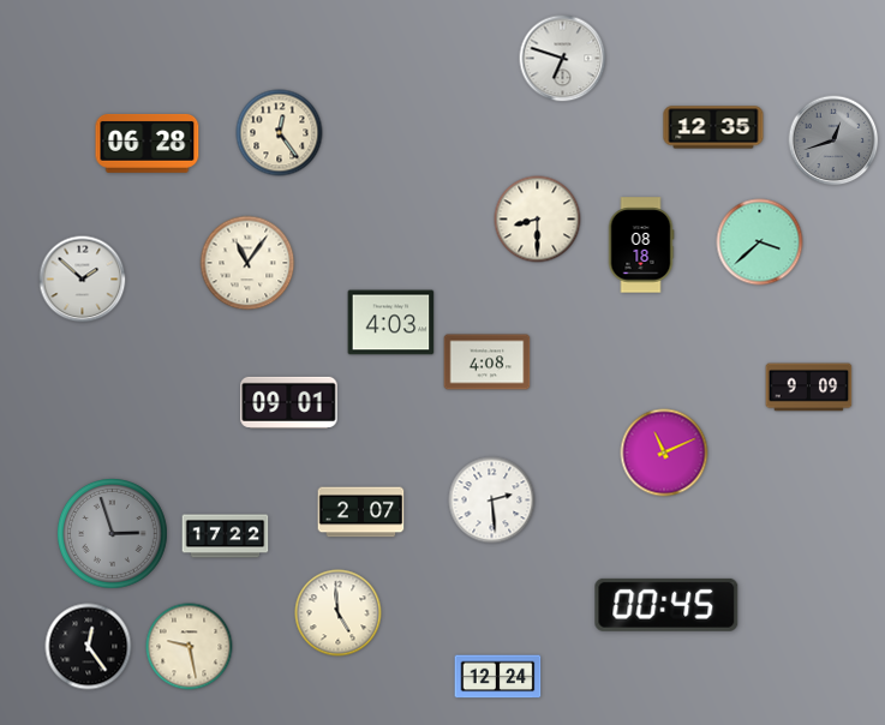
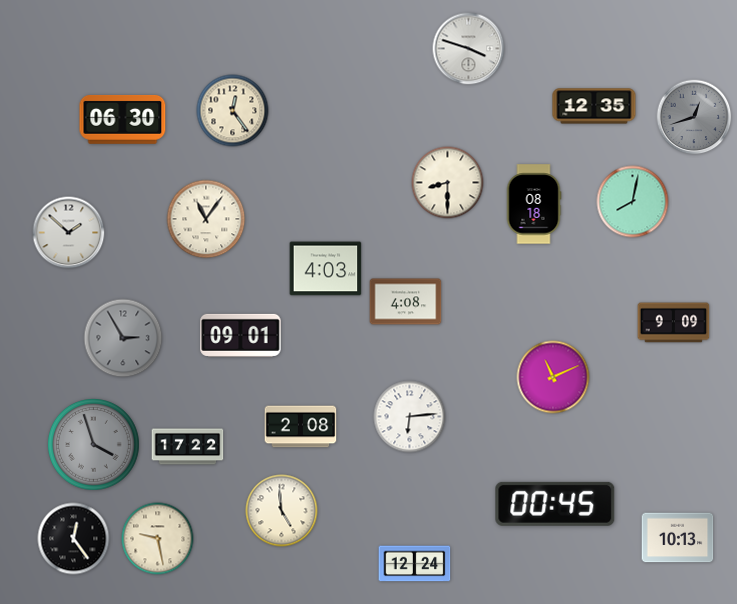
clock at (563, 59): 6:48 -> 3:48
clock at (148, 143): 06:28 -> 06:30
clock at (760, 242): 3:38 -> 8:02
clock at (123, 338): none -> 2:55
clock at (492, 501): 2:29 -> 6:14
clock at (361, 513): 2:07 -> 2:08
clock at (113, 534): 2:57 -> 3:57
clock at (678, 538): none -> 10:13
